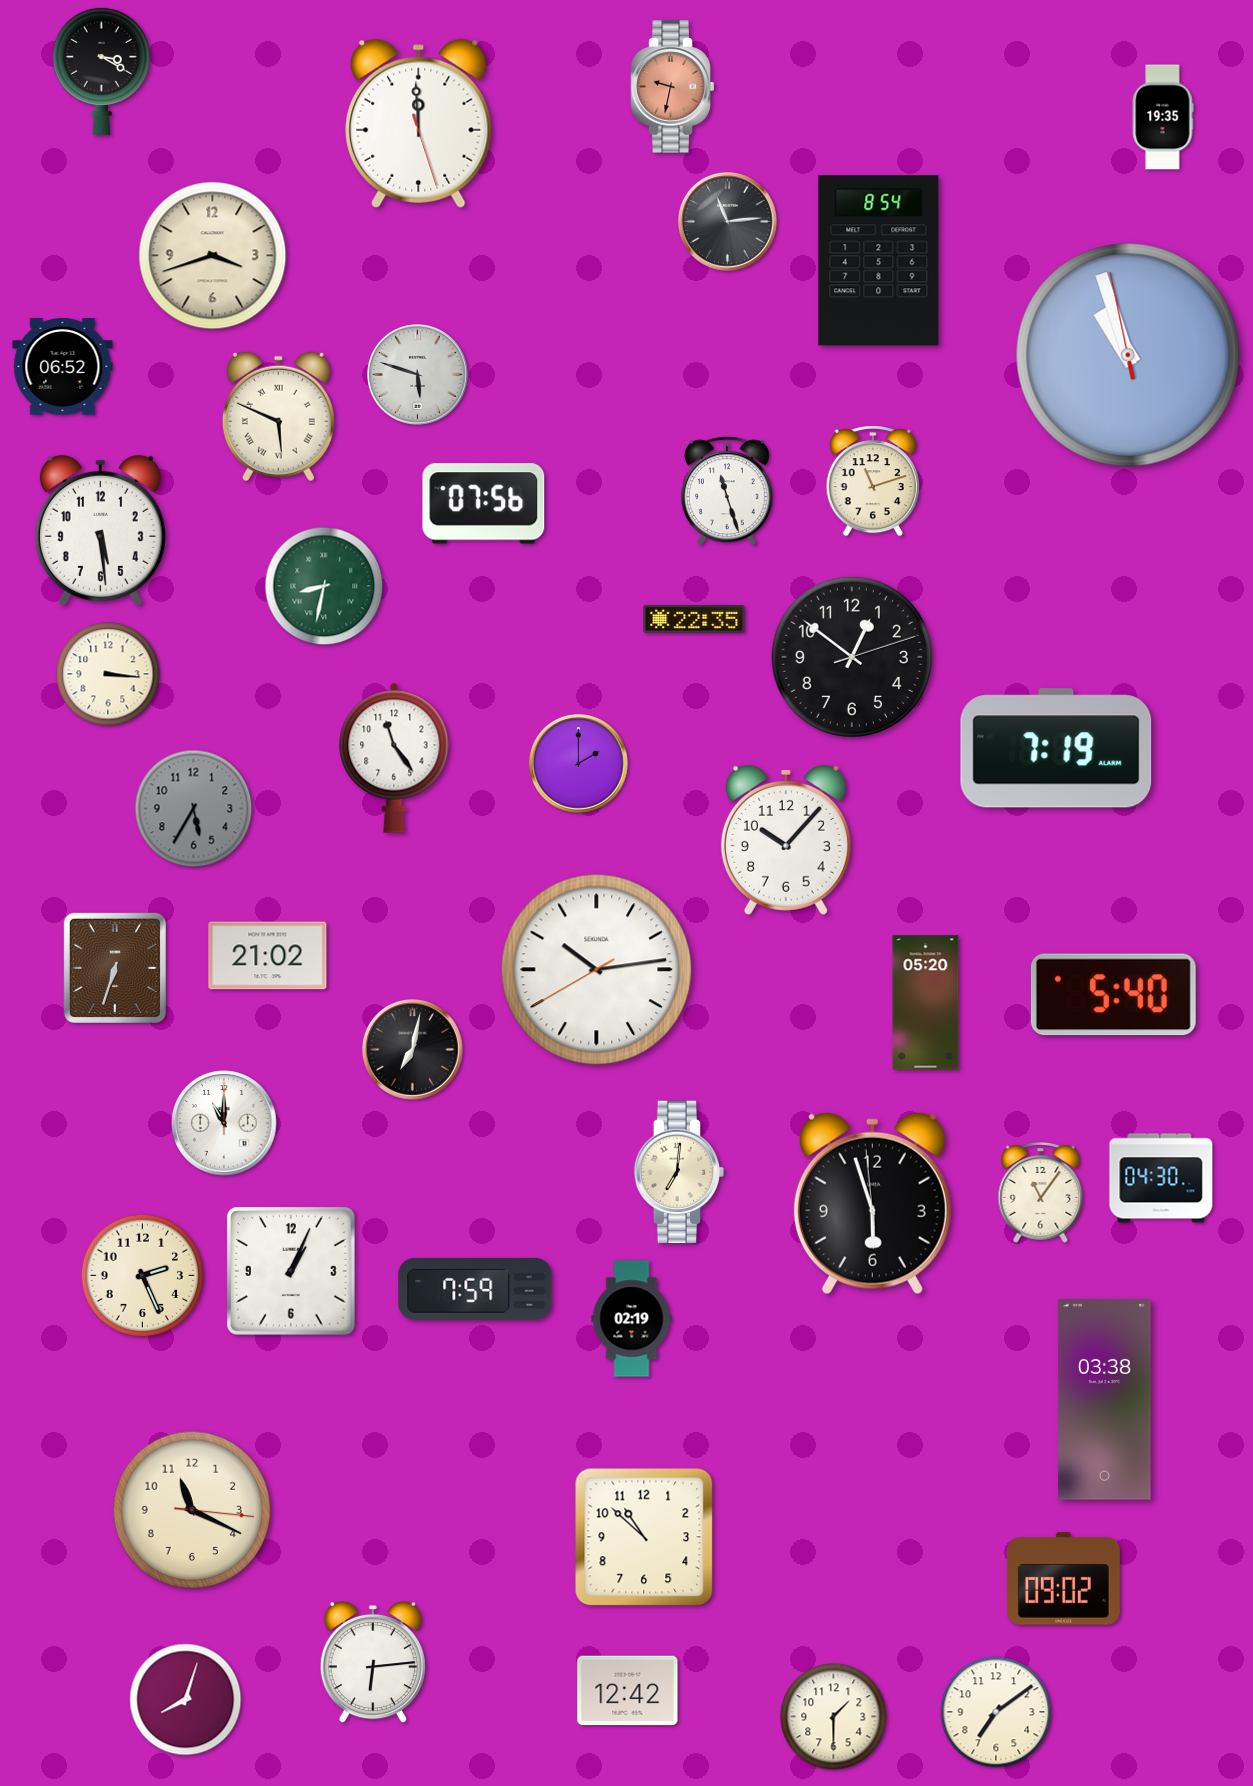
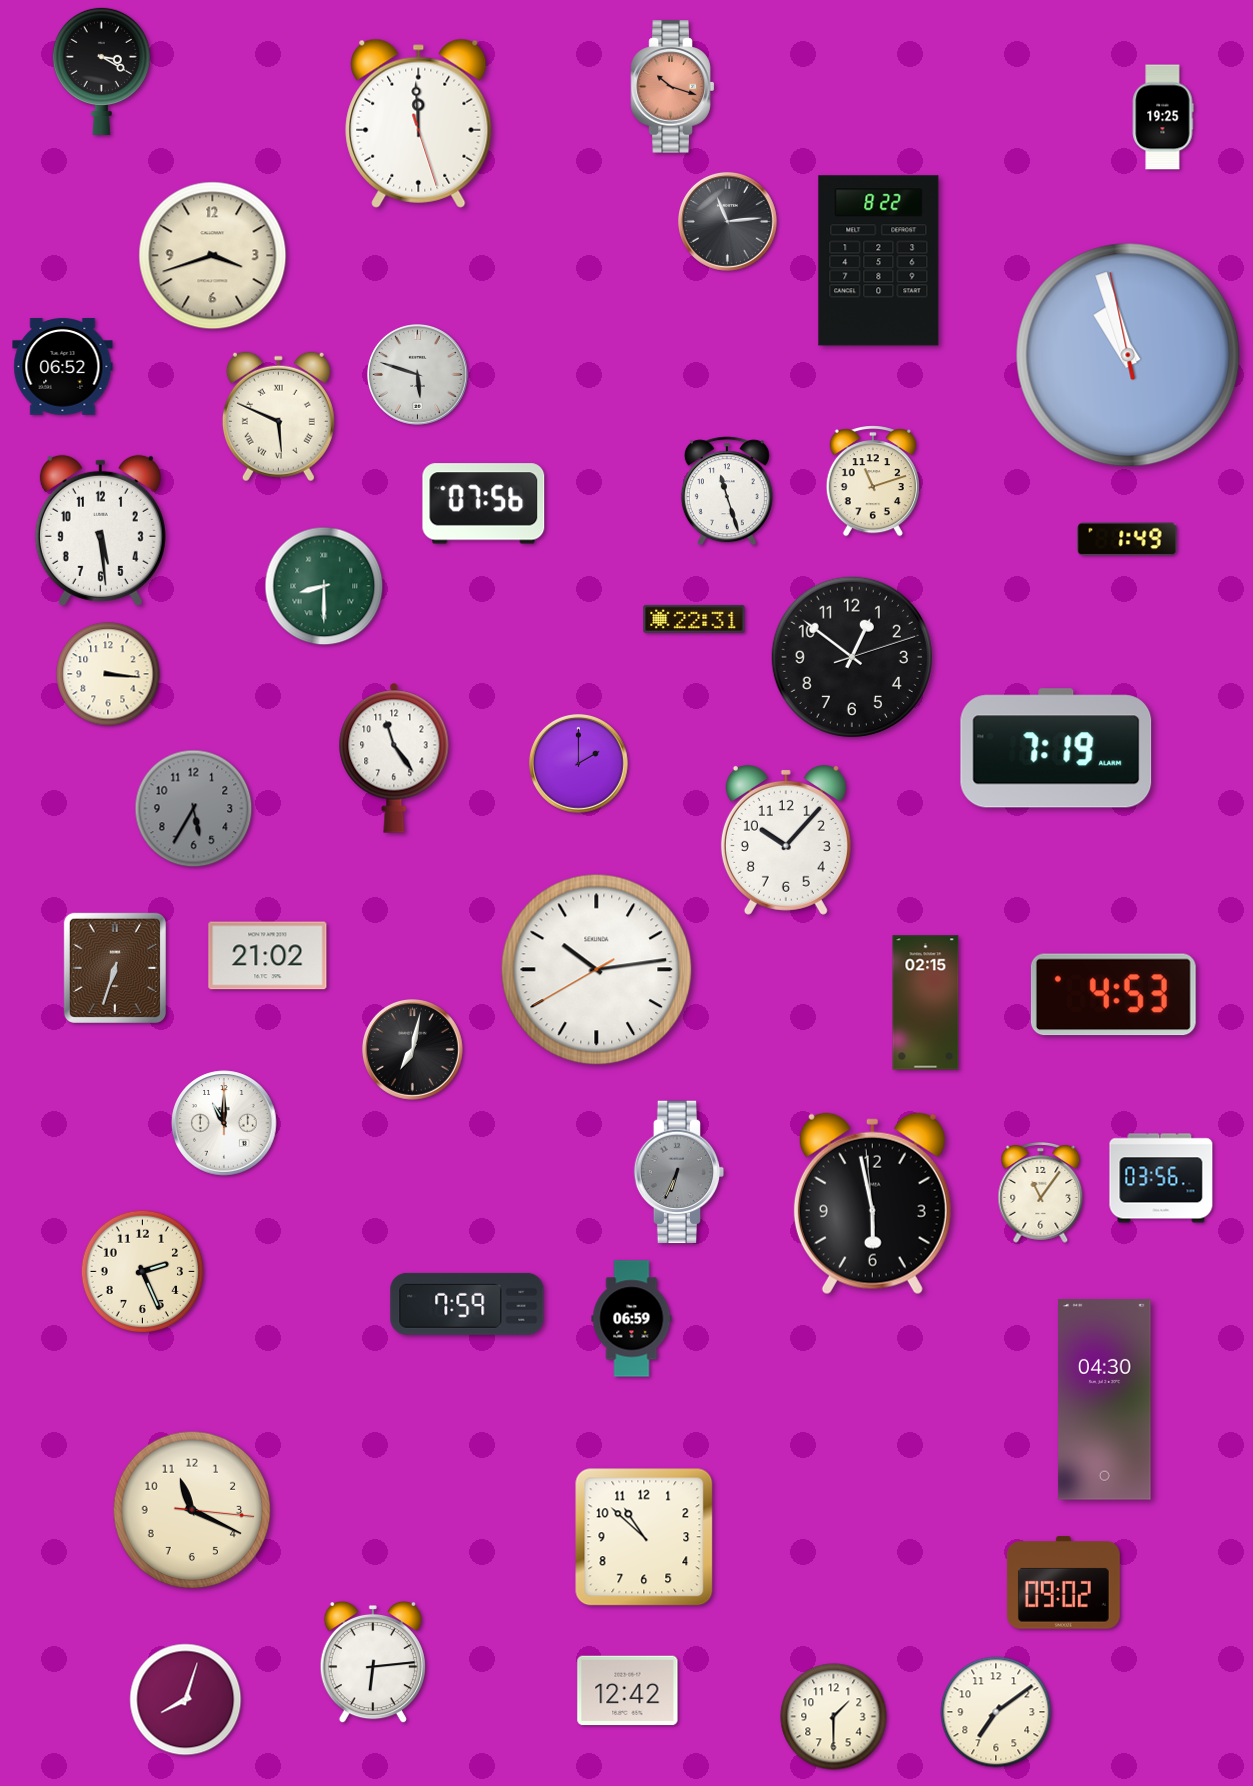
clock at (673, 87): 9:32 -> 10:18
clock at (1163, 117): 19:35 -> 19:25
clock at (879, 261): 8:54 -> 8:22
clock at (1127, 539): none -> 1:49
clock at (324, 586): 8:32 -> 8:30
clock at (694, 619): 22:35 -> 22:31
clock at (1113, 995): 5:40 -> 4:53
clock at (926, 1003): 05:20 -> 02:15
clock at (679, 1172): 7:01 -> 6:34
clock at (679, 1172) dial: cream -> grey
clock at (1161, 1178): 04:30 -> 03:56
clock at (872, 1204): 5:56 -> 5:57
clock at (291, 1271): 1:04 -> none
clock at (143, 1276) position: (143, 1276) -> (143, 1272)
clock at (475, 1289) position: (475, 1289) -> (467, 1304)
clock at (632, 1319): 02:19 -> 06:59
clock at (1105, 1400): 03:38 -> 04:30
clock at (1063, 1579) position: (1063, 1579) -> (1063, 1583)
